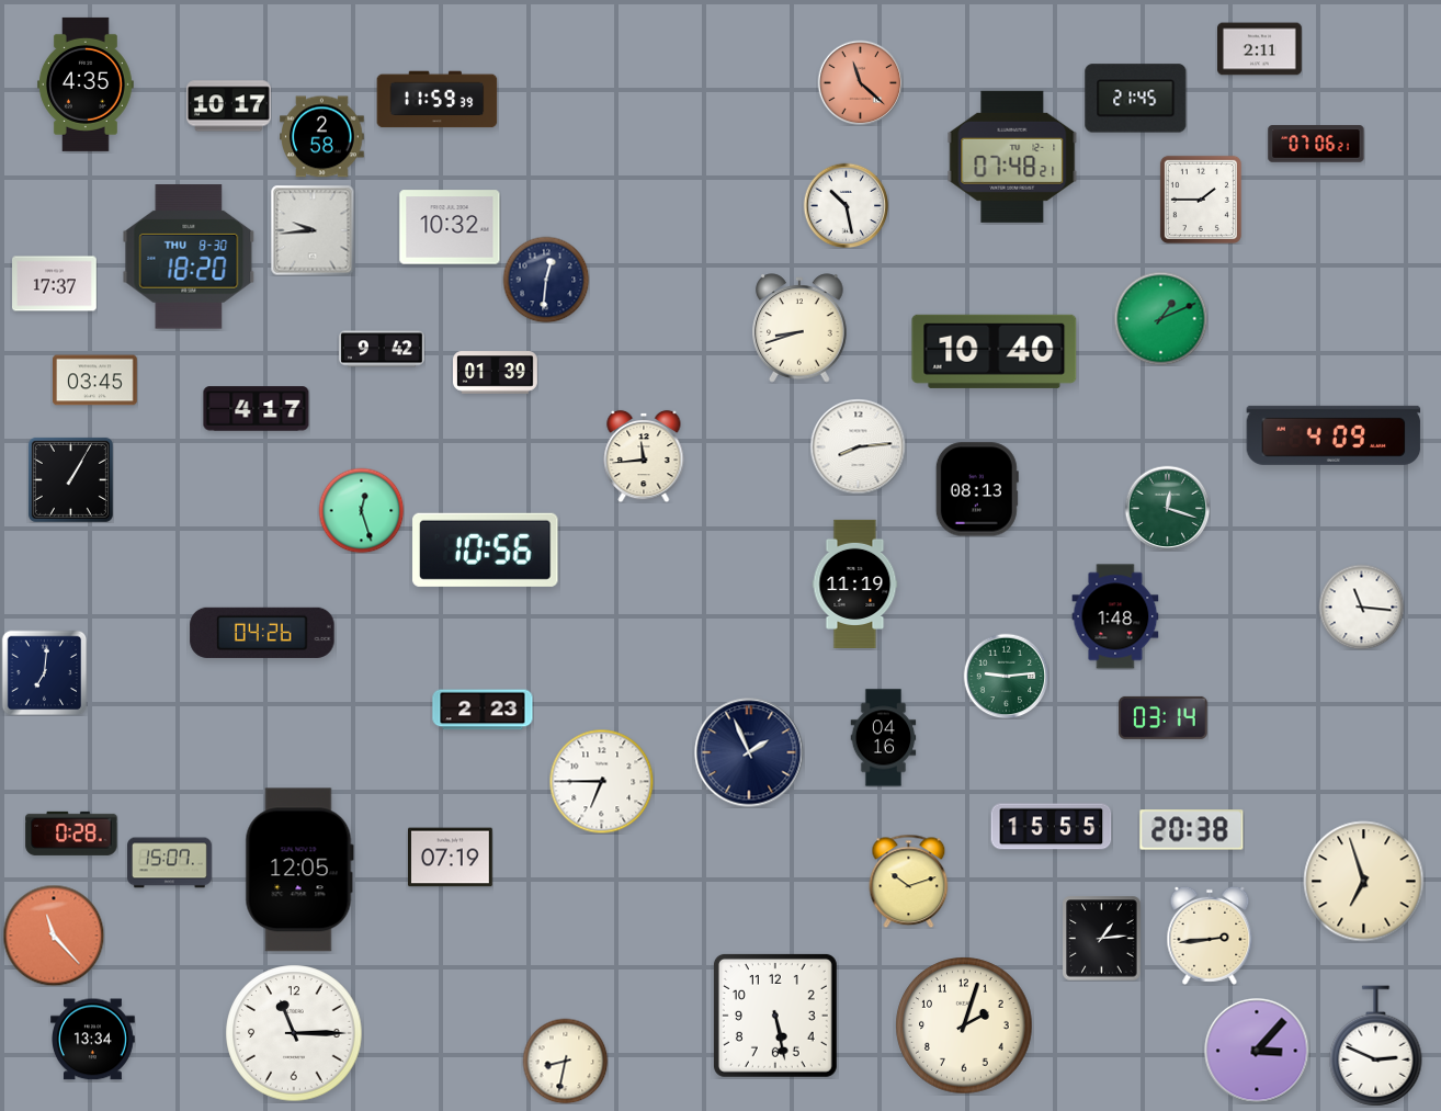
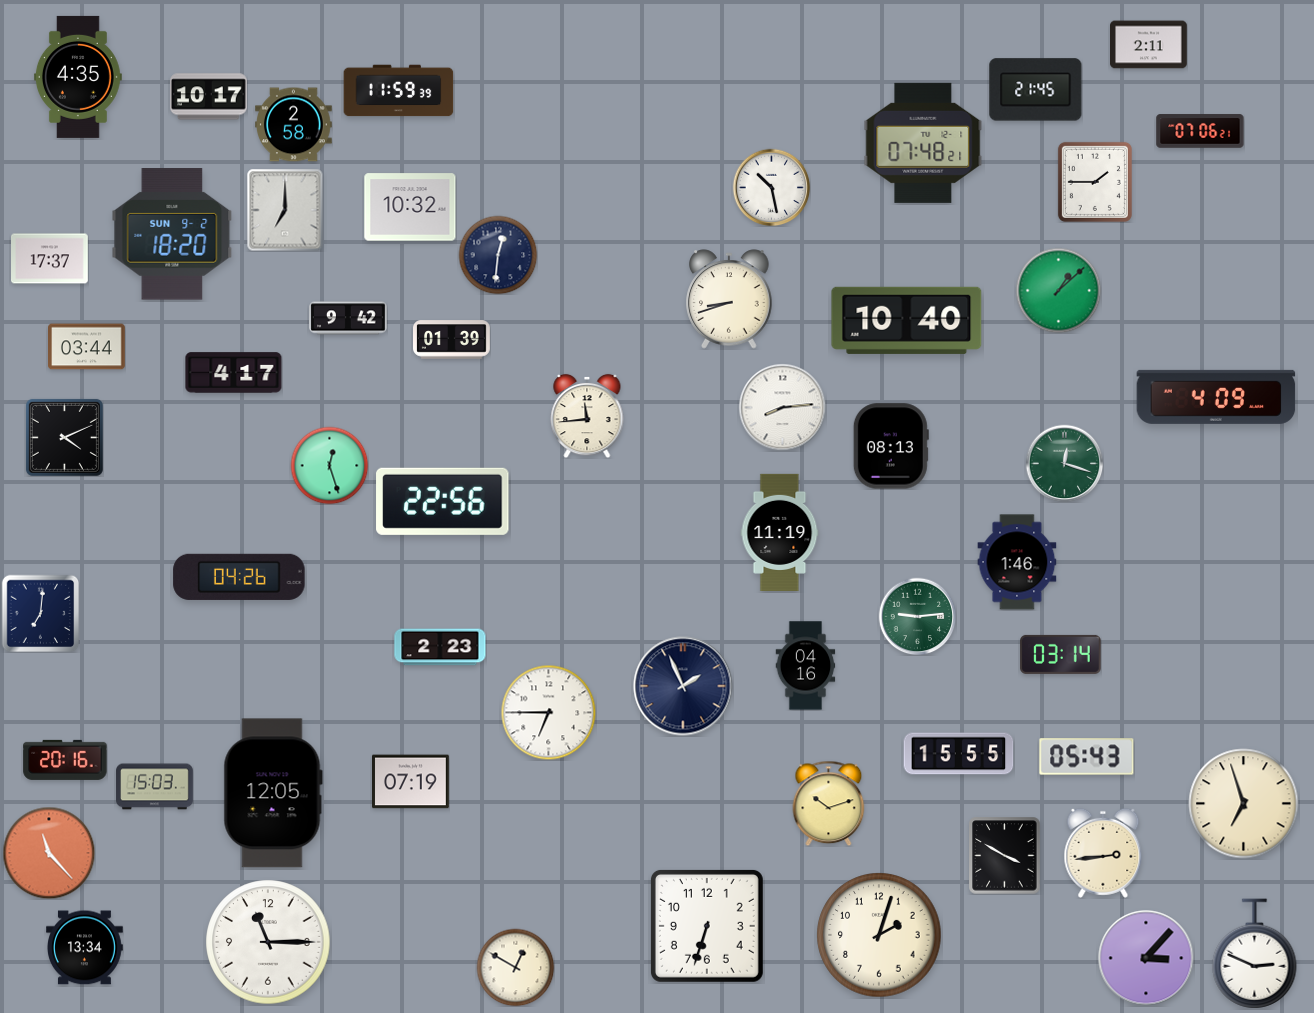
clock at (860, 82): 11:22 -> none
clock at (313, 230): 9:44 -> 7:00
clock at (189, 257) date: THU 8-30 -> SUN 9-2
clock at (1160, 318): 1:11 -> 1:08
clock at (95, 381): 03:45 -> 03:44
clock at (70, 479): 1:05 -> 4:11
clock at (486, 549): 10:56 -> 22:56
clock at (1361, 606): 11:16 -> none
clock at (1115, 616): 1:48 -> 1:46
clock at (884, 738) position: (884, 738) -> (806, 666)
clock at (1192, 830): 20:38 -> 05:43
clock at (71, 834): 0:28 -> 20:16
clock at (170, 863): 15:07 -> 15:03
clock at (1102, 938): 1:14 -> 3:50
clock at (775, 1016): 5:28 -> 6:33
clock at (565, 1061): 8:32 -> 12:50
